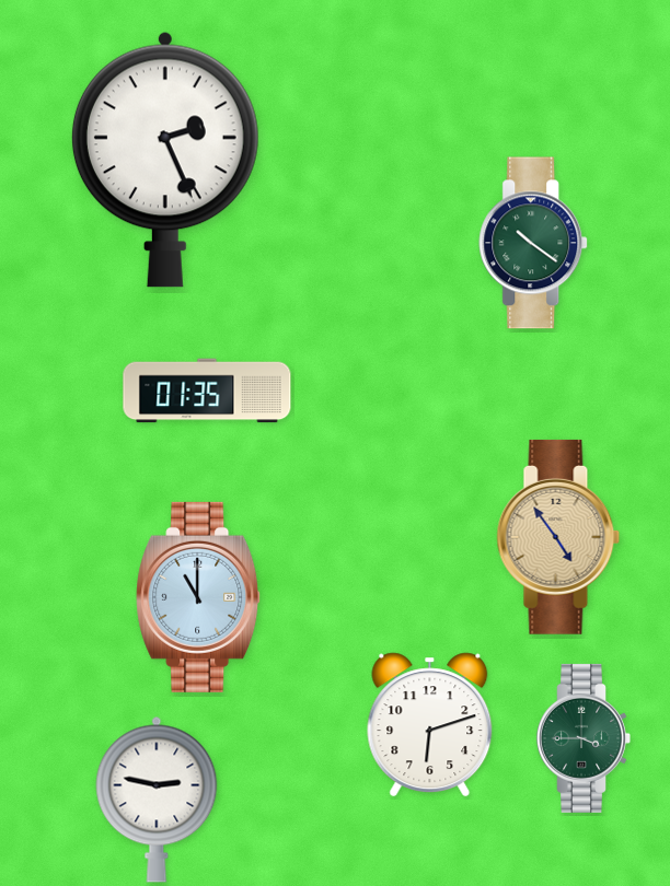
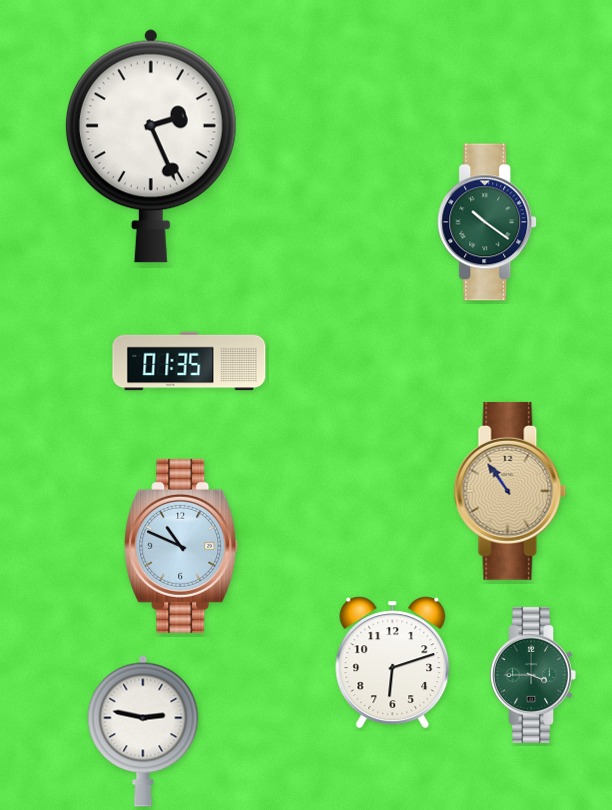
clock at (207, 390) position: (207, 390) -> (189, 361)
clock at (558, 537): 4:54 -> 10:54
clock at (199, 597): 11:00 -> 10:49
